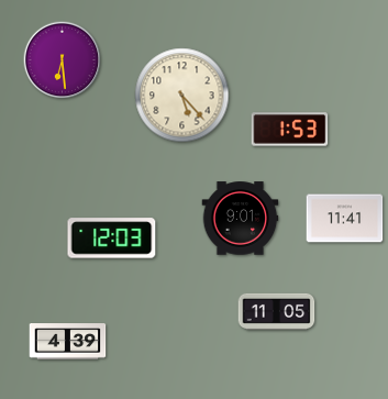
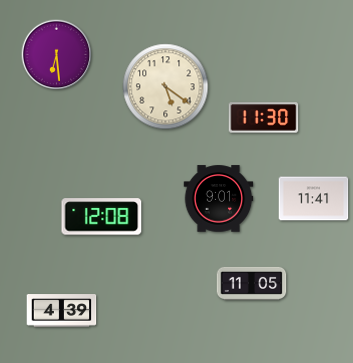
clock at (182, 96): 5:23 -> 5:21
clock at (290, 130): 1:53 -> 11:30
clock at (112, 239): 12:03 -> 12:08
